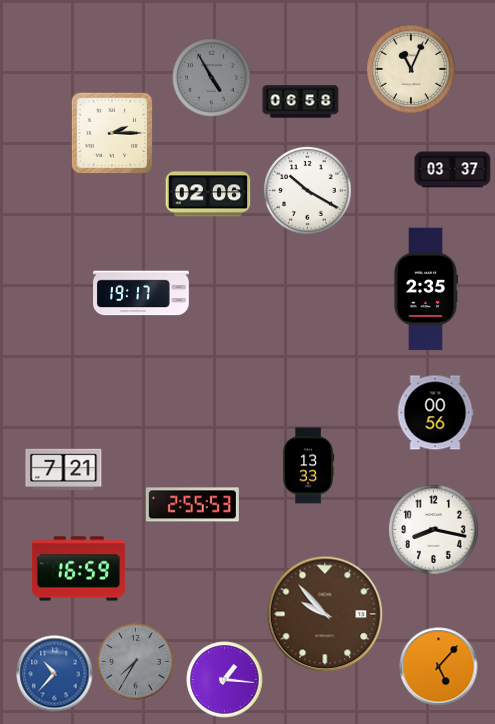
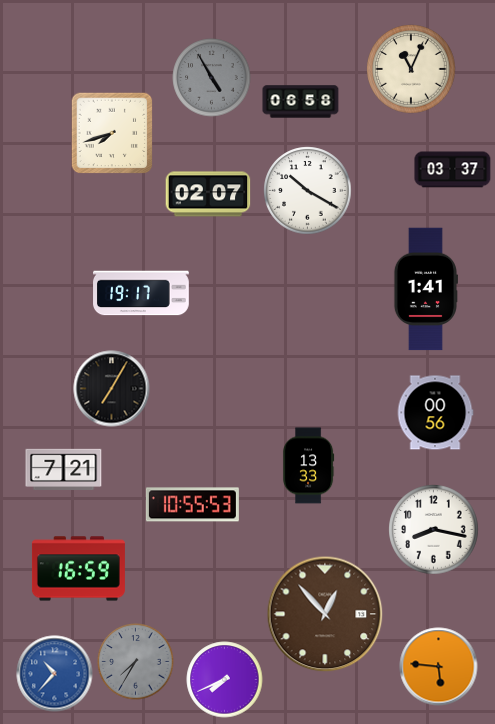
clock at (112, 133): 2:15 -> 7:42
clock at (208, 194): 02:06 -> 02:07
clock at (425, 289): 2:35 -> 1:41
clock at (112, 389): none -> 7:05
clock at (192, 505): 2:55 -> 10:55
clock at (325, 614): 9:53 -> 12:53
clock at (439, 667): 5:07 -> 5:46
clock at (225, 680): 1:16 -> 7:41
